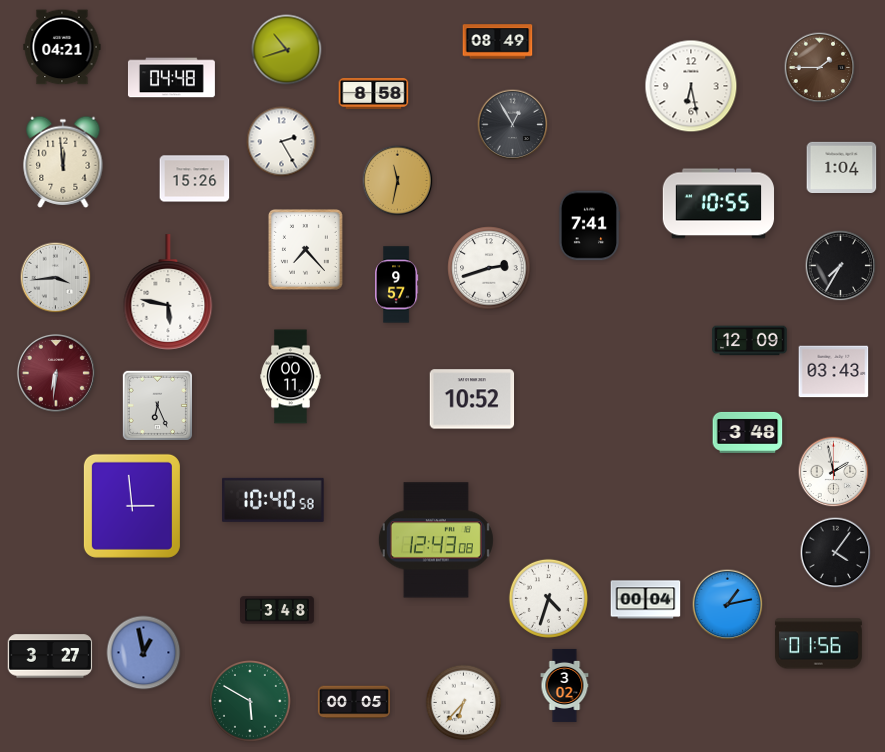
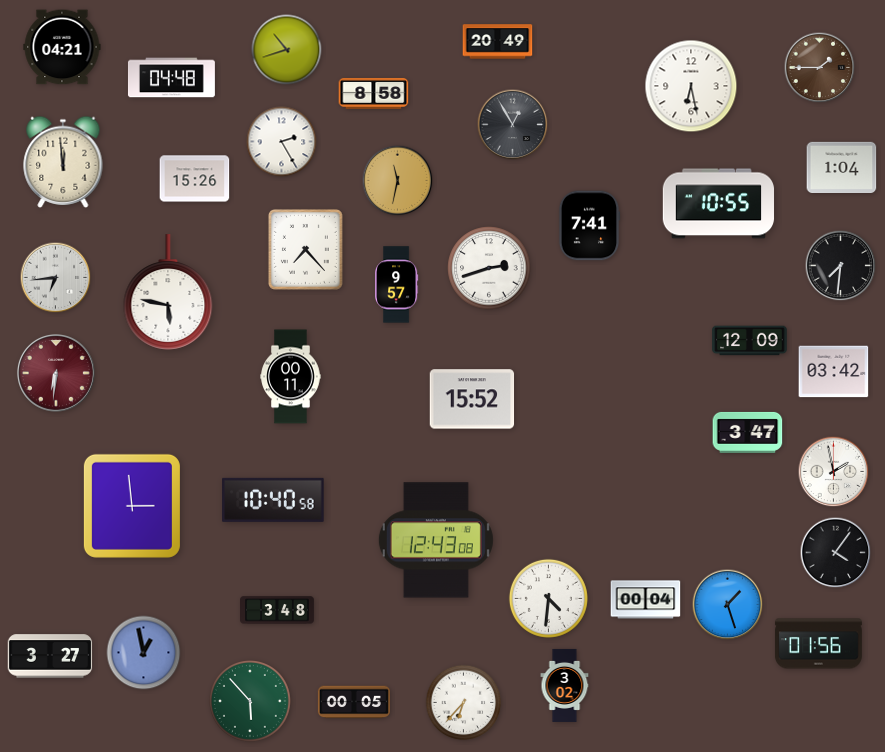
clock at (498, 42): 08:49 -> 20:49
clock at (841, 266): 7:35 -> 7:31
clock at (56, 278): 3:44 -> 6:44
clock at (834, 372): 03:43 -> 03:42
clock at (472, 399): 10:52 -> 15:52
clock at (157, 405): 6:26 -> none
clock at (748, 432): 3:48 -> 3:47
clock at (548, 598): 4:33 -> 4:31
clock at (728, 605): 1:13 -> 1:27
clock at (251, 702): 5:50 -> 5:53
